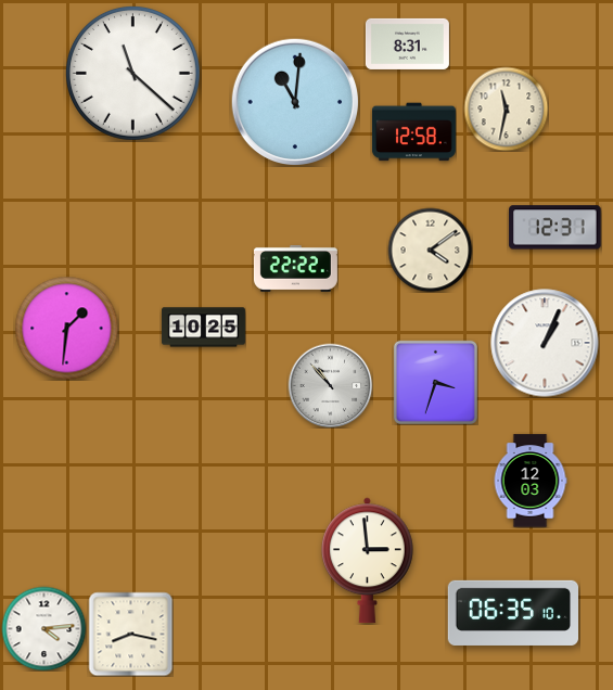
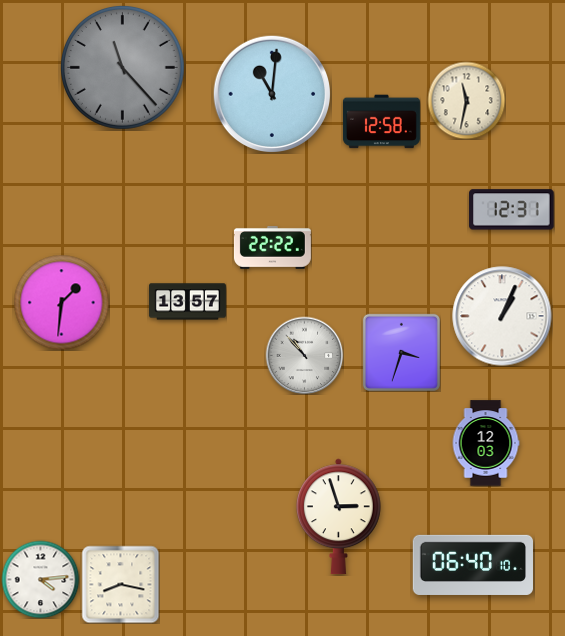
clock at (407, 43): 8:31 -> none
clock at (132, 73): 11:22 -> 11:23
clock at (132, 73) dial: white -> grey
clock at (430, 250): 4:09 -> none
clock at (203, 328): 10:25 -> 13:57
clock at (531, 481) position: (531, 481) -> (486, 443)
clock at (367, 561): 2:59 -> 2:57
clock at (513, 613): 06:35 -> 06:40
